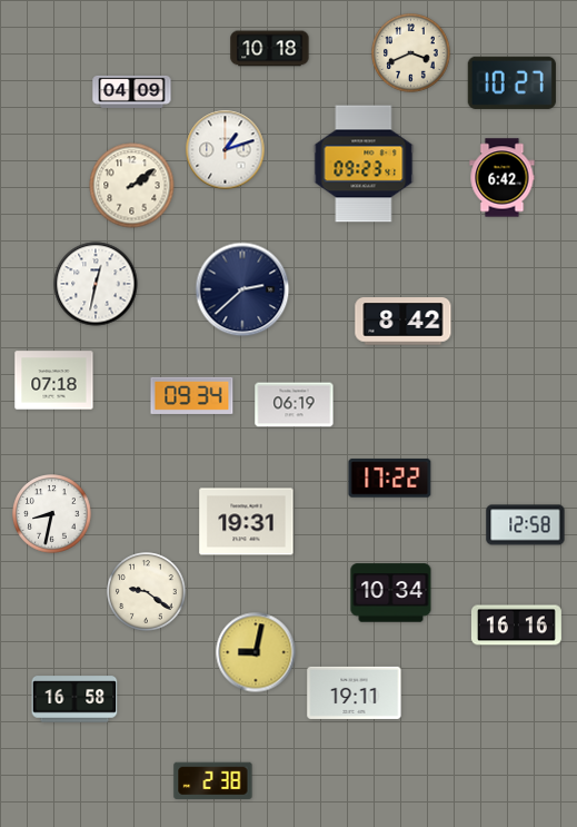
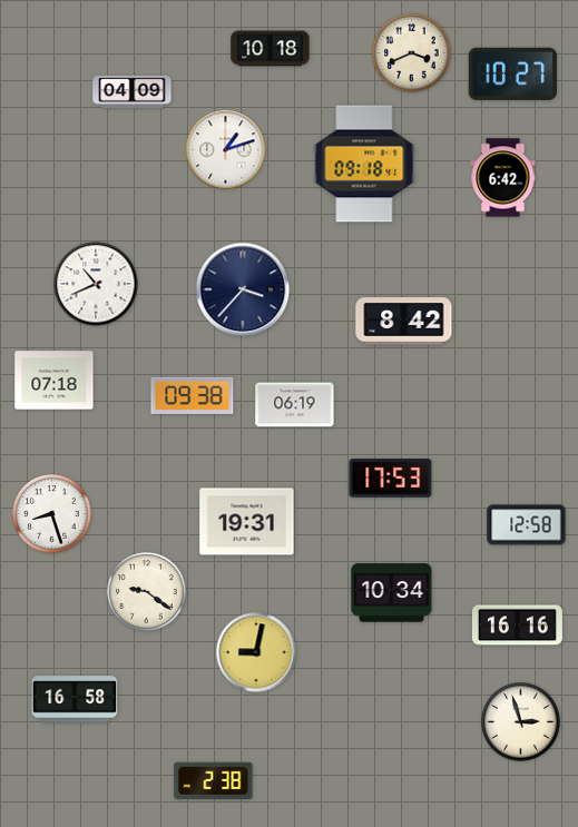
clock at (511, 82) position: (511, 82) -> (512, 73)
clock at (364, 164): 09:23 -> 09:18
clock at (132, 186): 2:09 -> none
clock at (96, 284): 12:32 -> 10:41
clock at (242, 289): 2:38 -> 3:37
clock at (192, 395): 09:34 -> 09:38
clock at (390, 479): 17:22 -> 17:53
clock at (52, 514): 8:32 -> 8:27
clock at (355, 692): 19:11 -> none
clock at (521, 722): none -> 2:57
